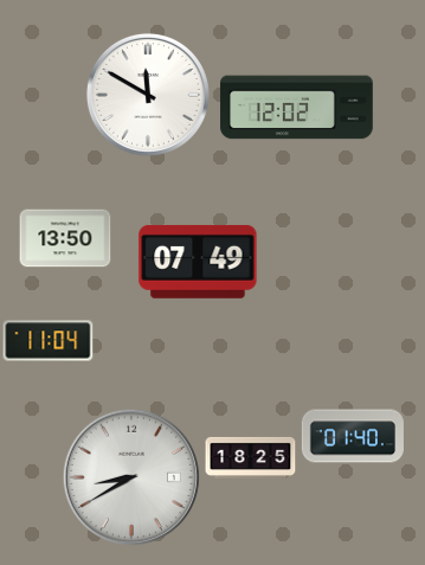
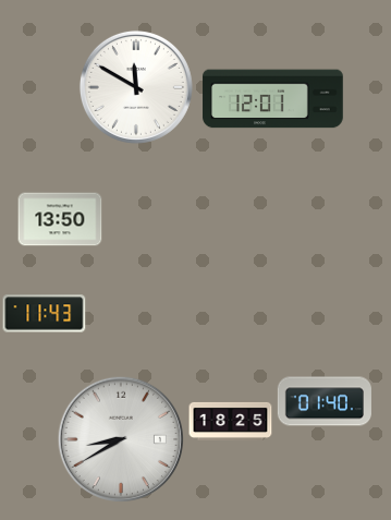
clock at (297, 108): 12:02 -> 12:01
clock at (198, 262): 07:49 -> none
clock at (49, 341): 11:04 -> 11:43
